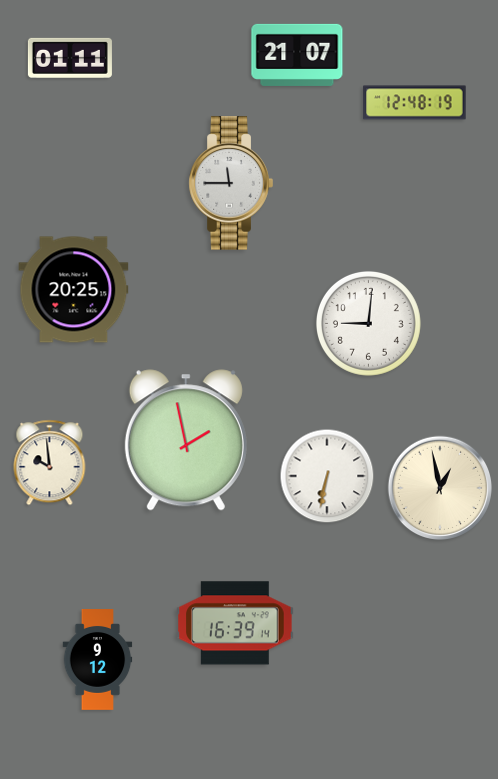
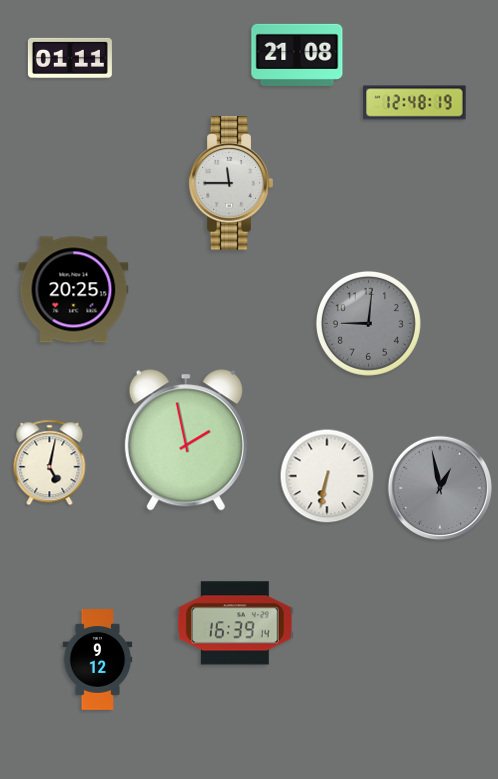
clock at (297, 55): 21:07 -> 21:08
clock at (368, 323) dial: white -> grey
clock at (50, 463): 9:59 -> 5:02
clock at (439, 487) dial: cream -> grey
